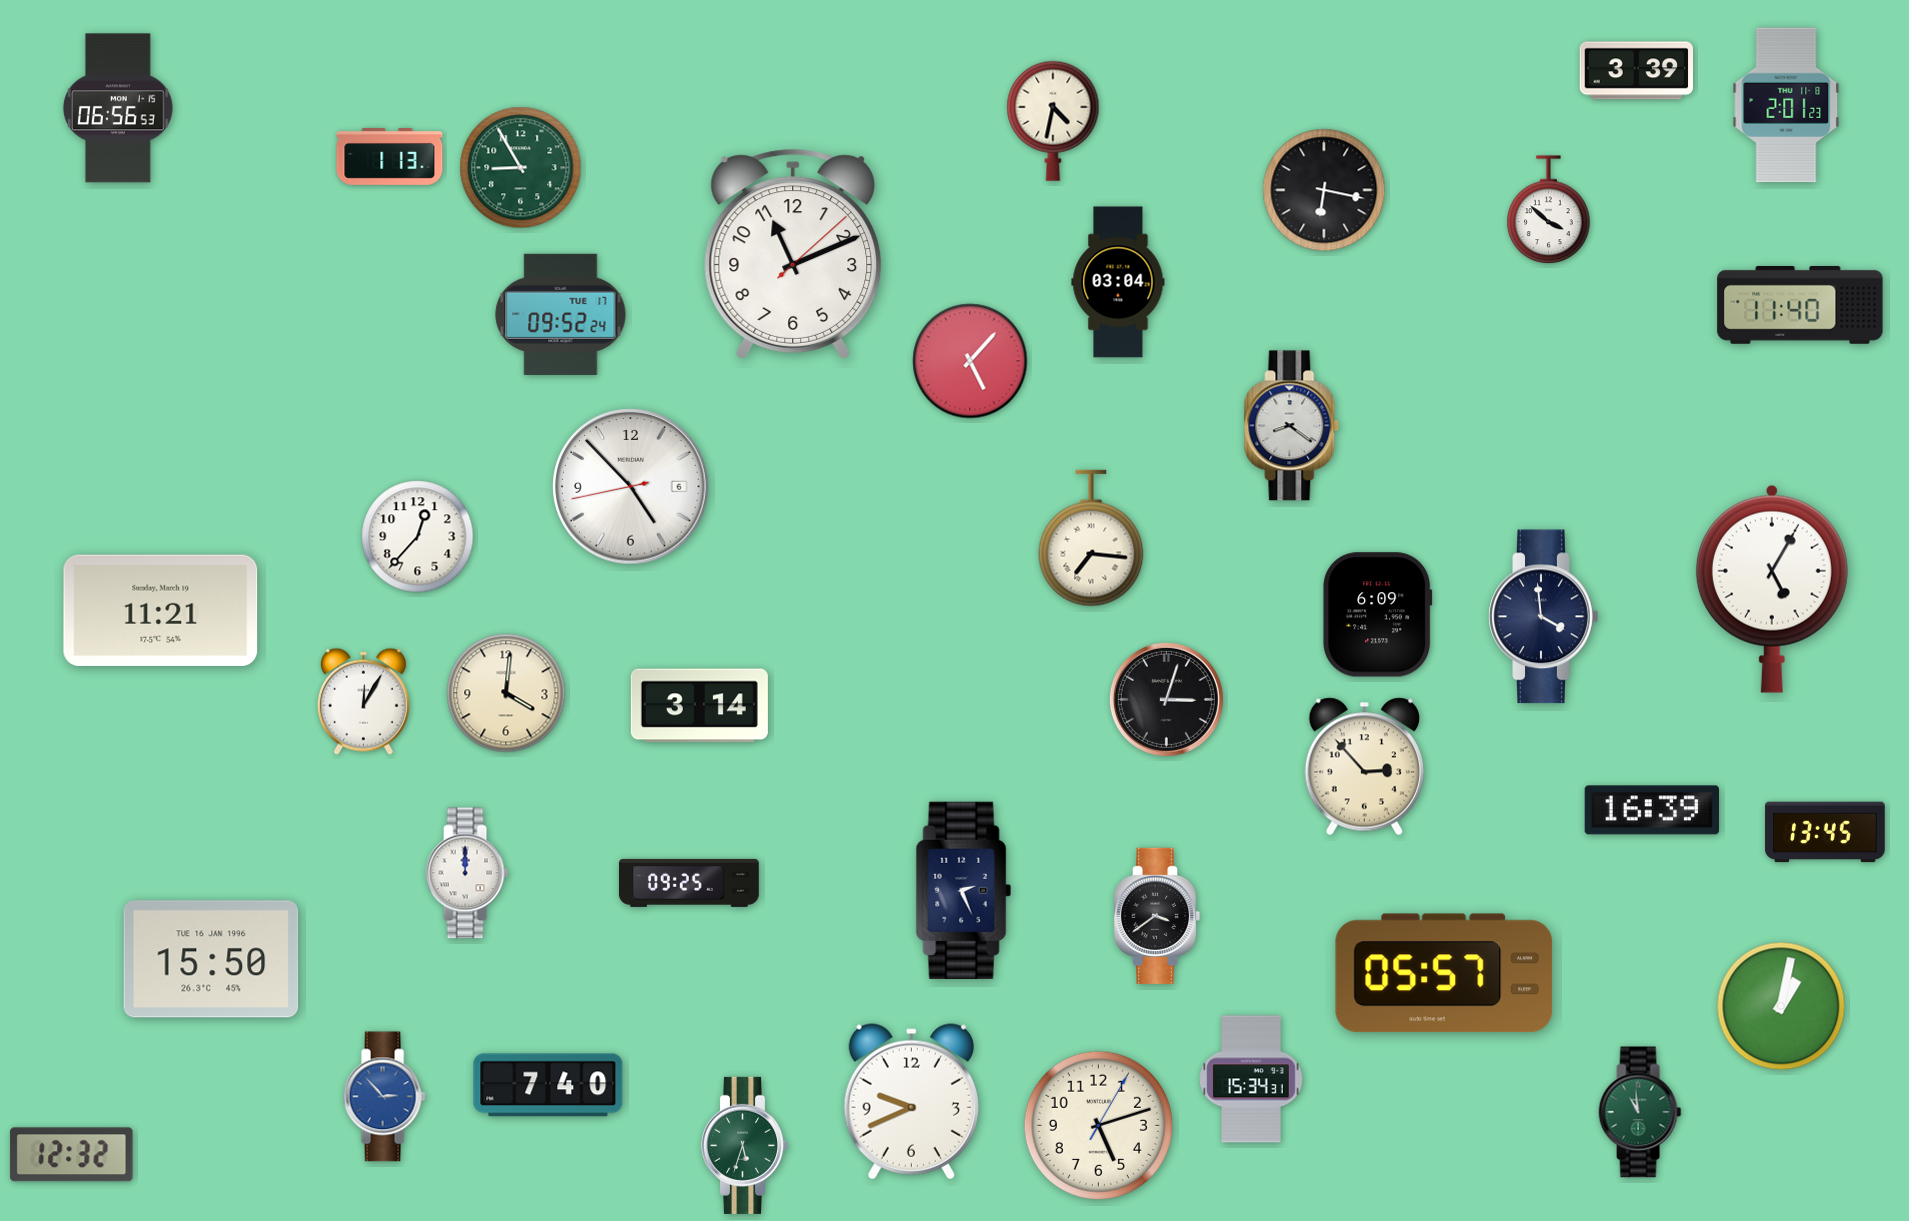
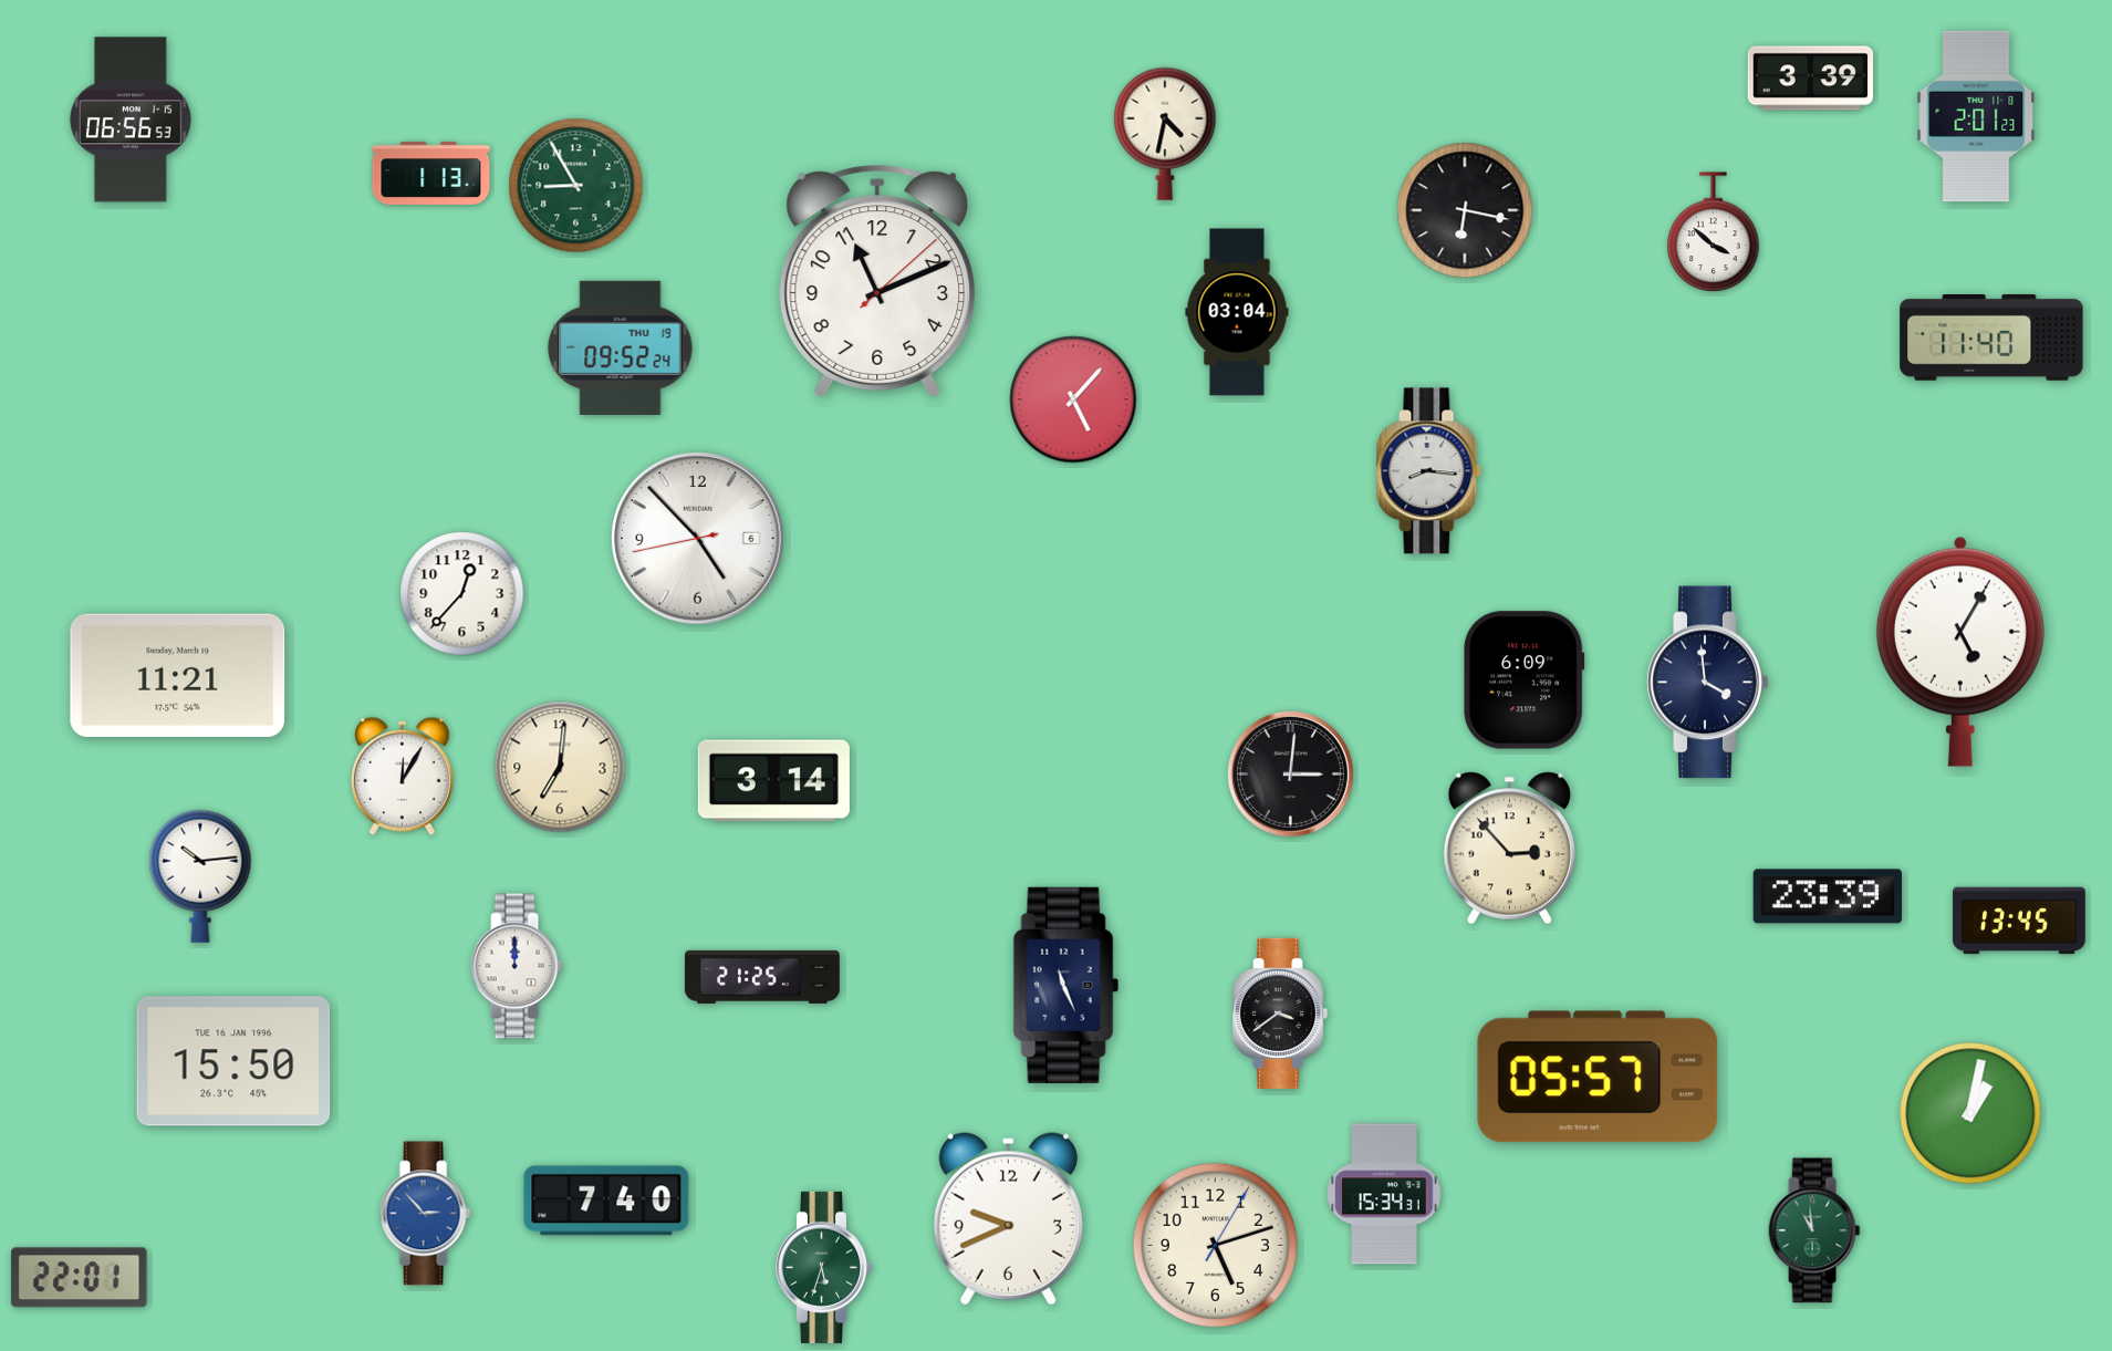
clock at (561, 314) date: TUE 17 -> THU 19
clock at (1292, 426): 8:21 -> 8:16
clock at (1091, 538): 7:16 -> none
clock at (506, 693): 4:01 -> 7:01
clock at (1166, 699): 3:03 -> 3:01
clock at (200, 876): none -> 10:14
clock at (1651, 810): 16:39 -> 23:39
clock at (689, 883): 09:25 -> 21:25
clock at (963, 890): 2:26 -> 11:26
clock at (72, 1155): 12:32 -> 22:01
